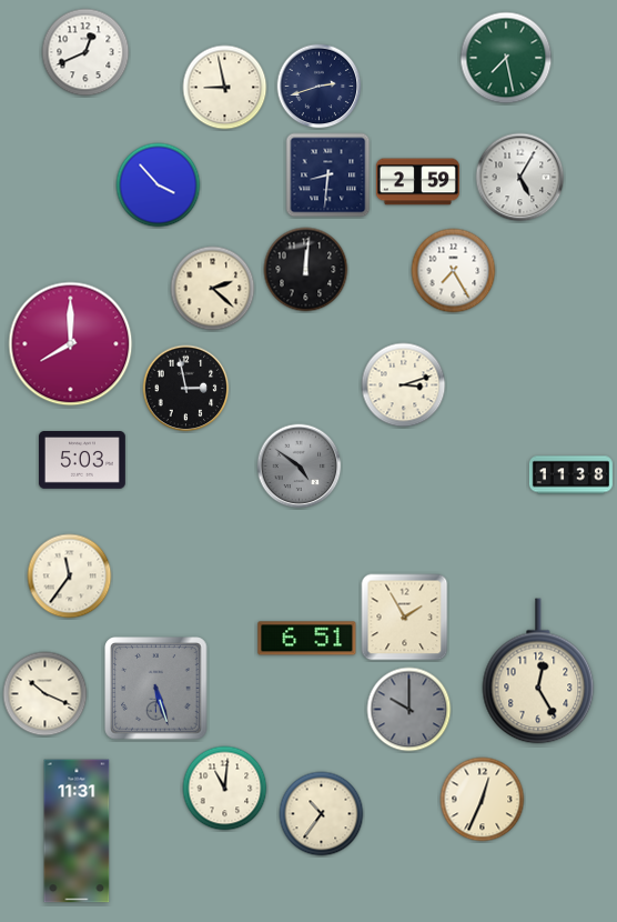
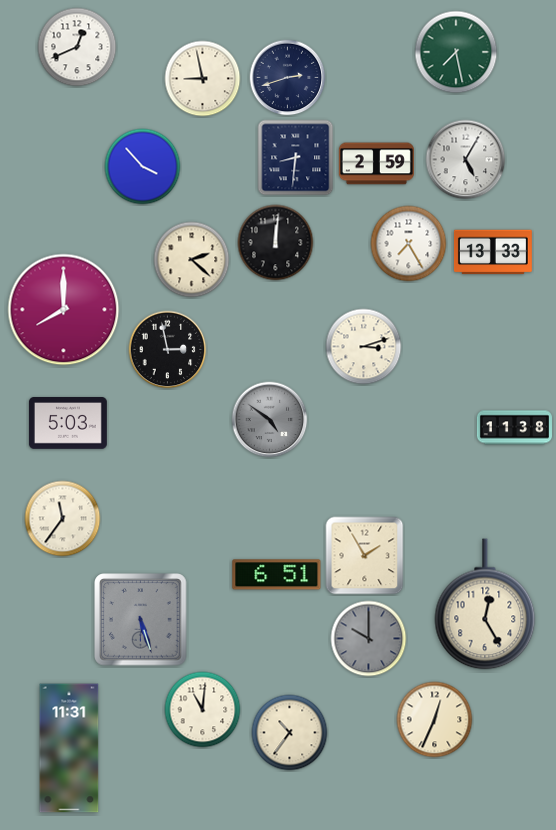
clock at (520, 178) position: (520, 178) -> (466, 160)
clock at (493, 252): none -> 13:33
clock at (82, 461) position: (82, 461) -> (68, 424)
clock at (45, 694): 10:19 -> none
